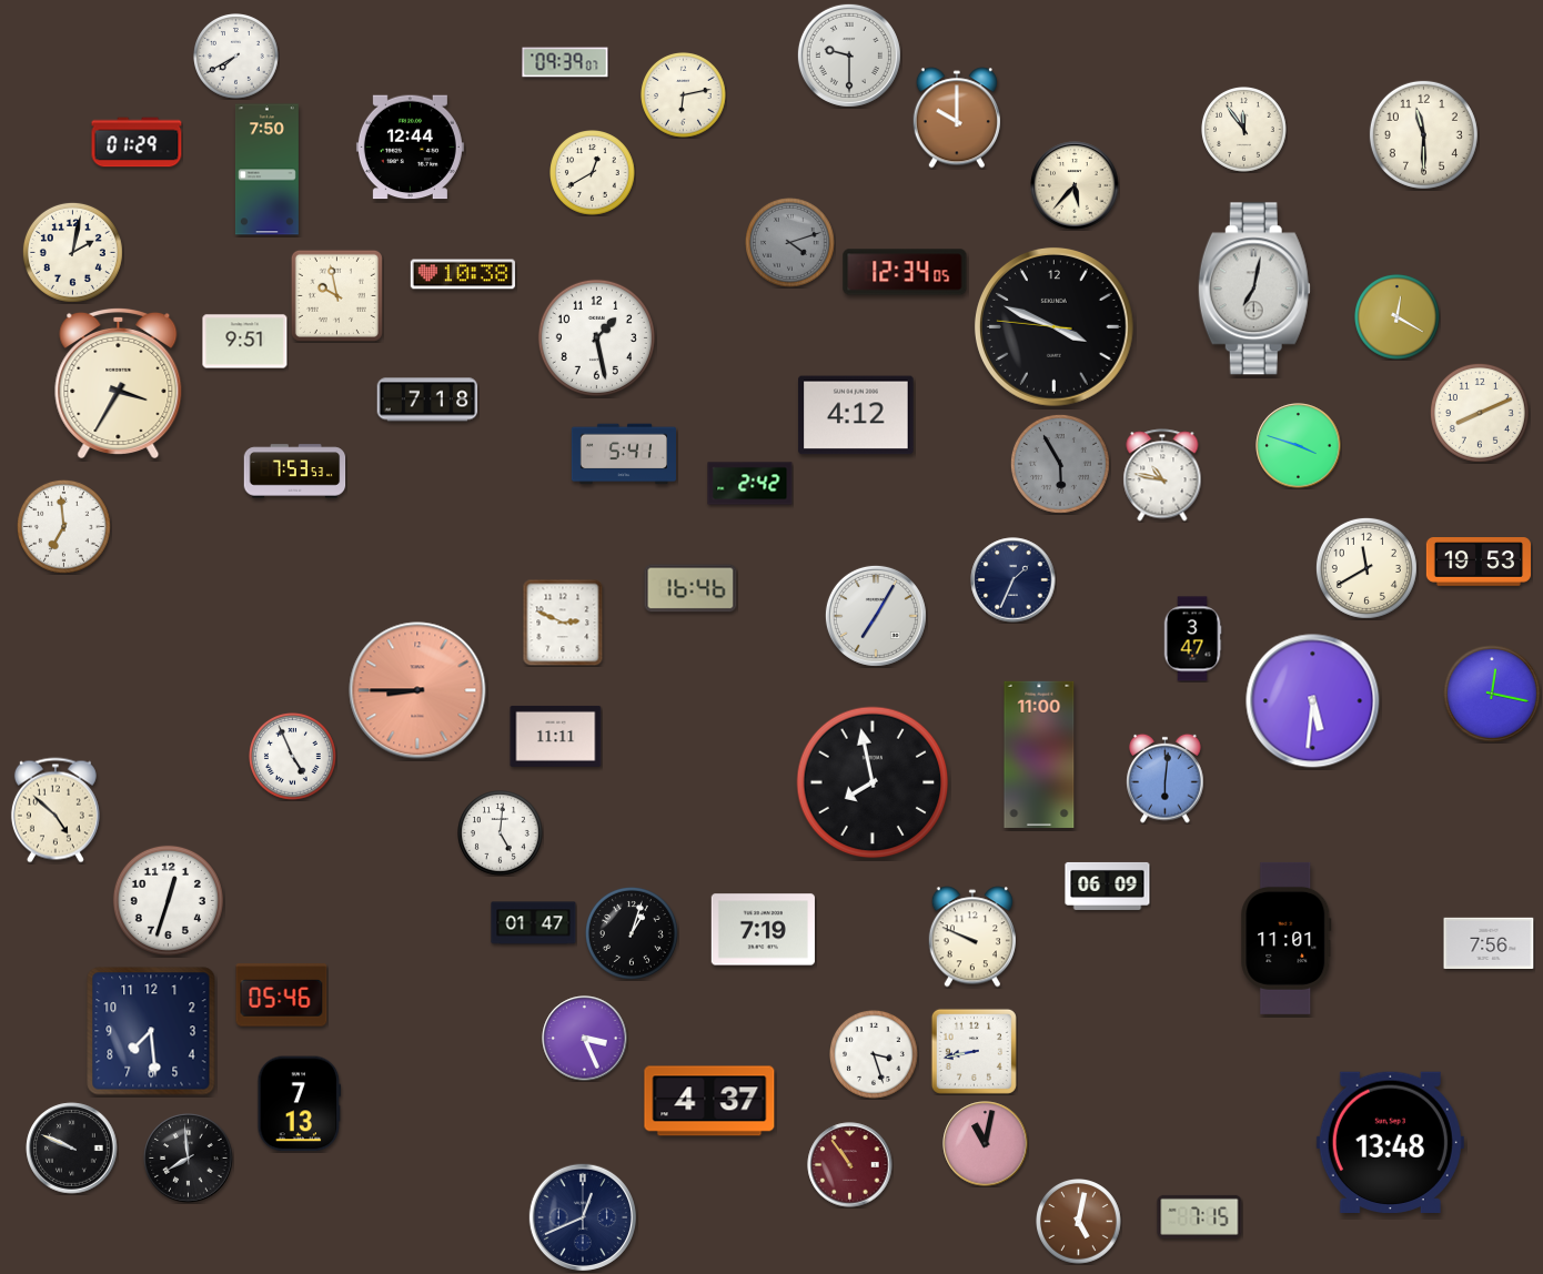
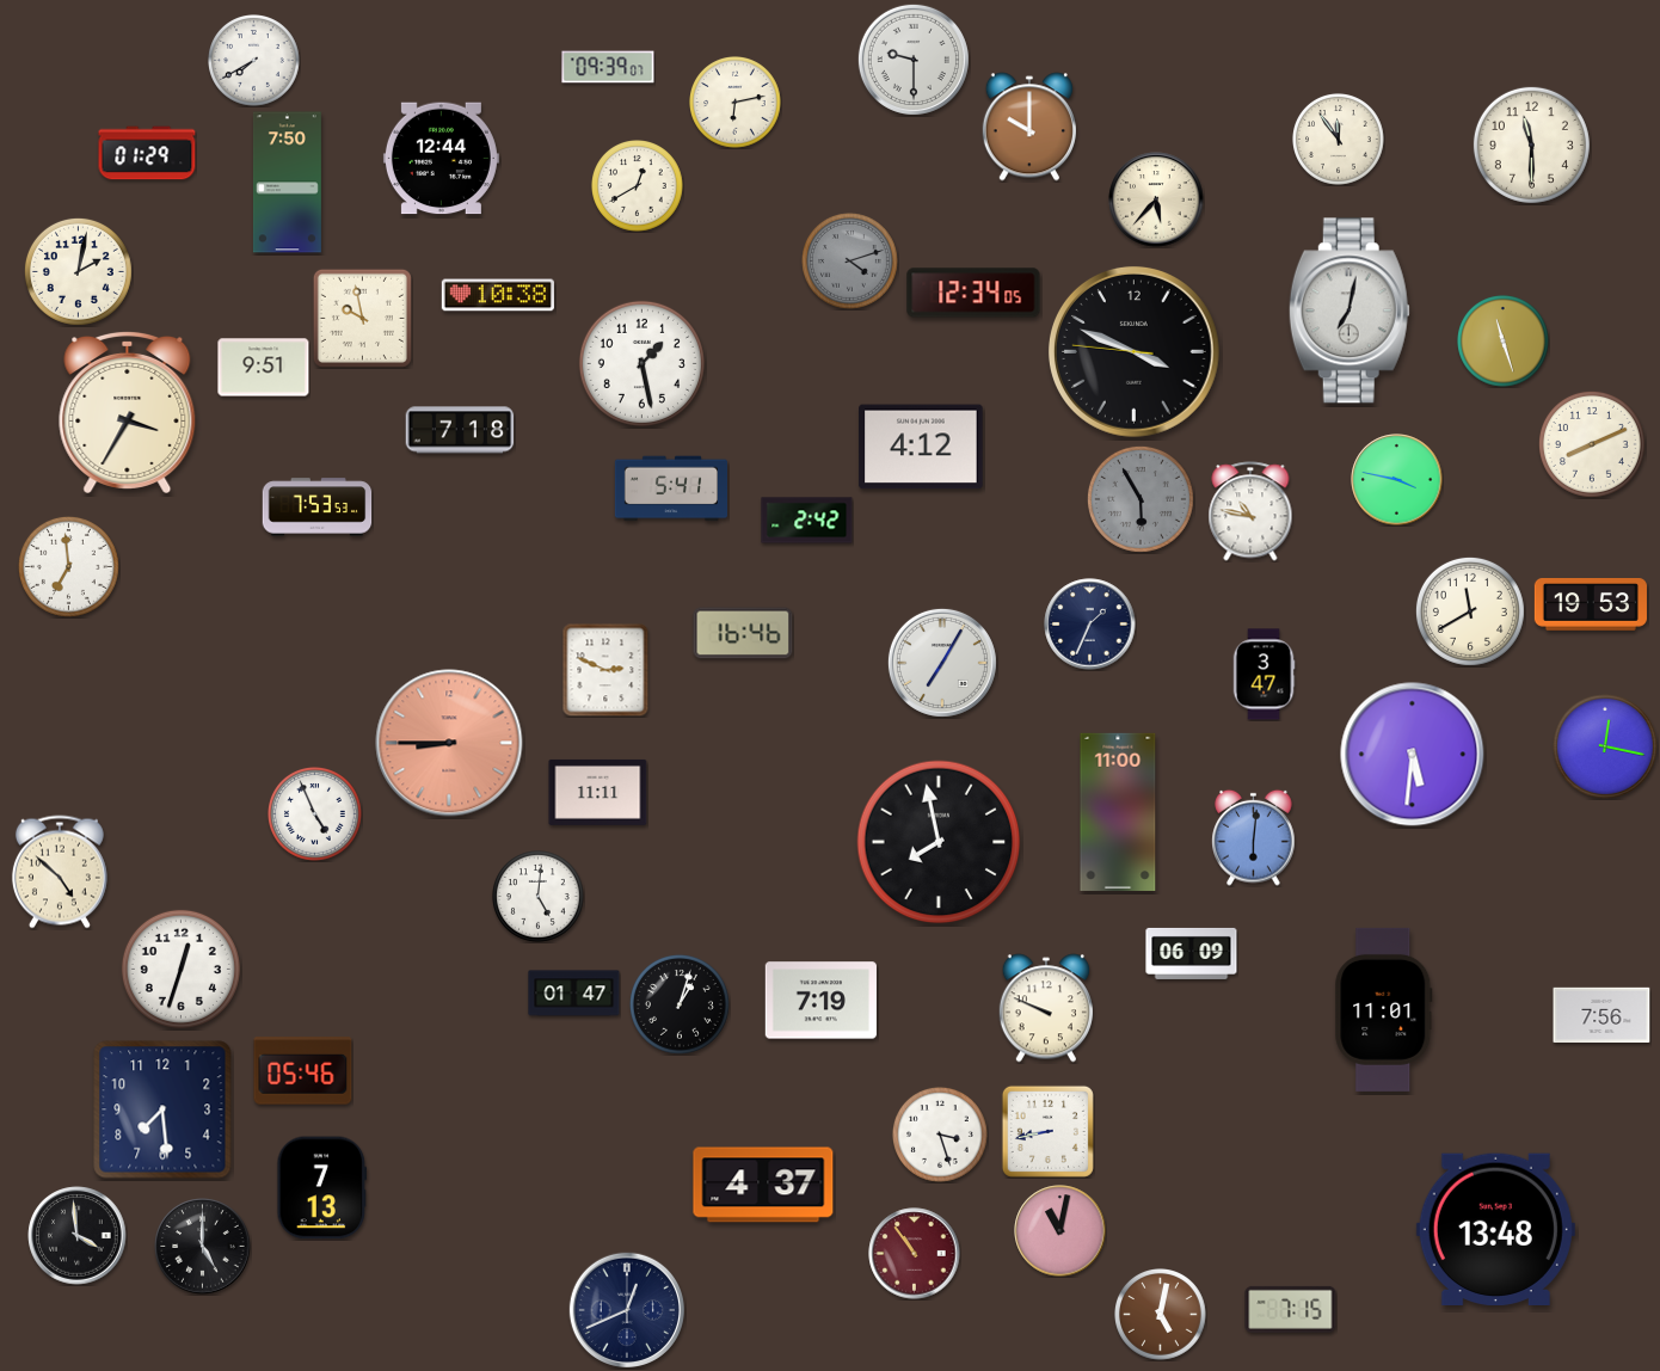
clock at (1398, 317): 12:20 -> 11:27
clock at (1299, 446): 3:48 -> 3:47
clock at (1192, 639) position: (1192, 639) -> (1264, 675)
clock at (585, 1039): 3:26 -> none
clock at (72, 1149): 9:49 -> 3:59
clock at (189, 1159): 7:59 -> 5:00
